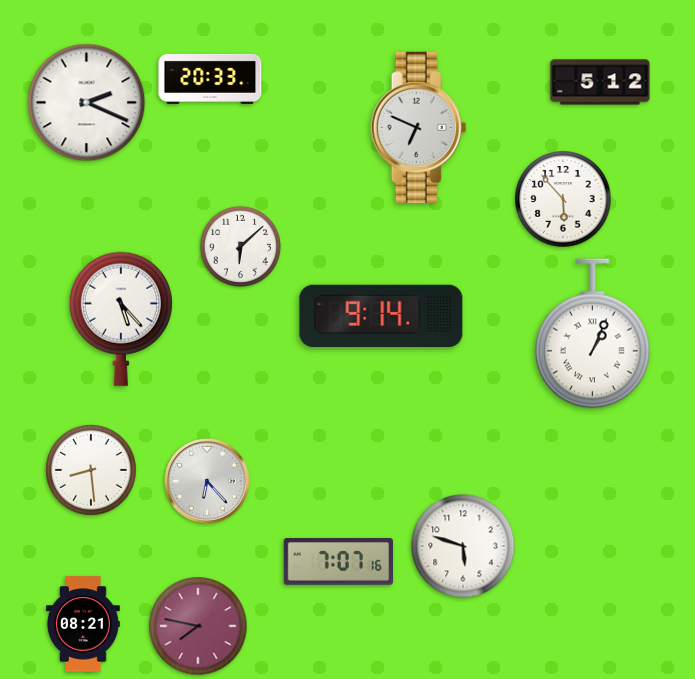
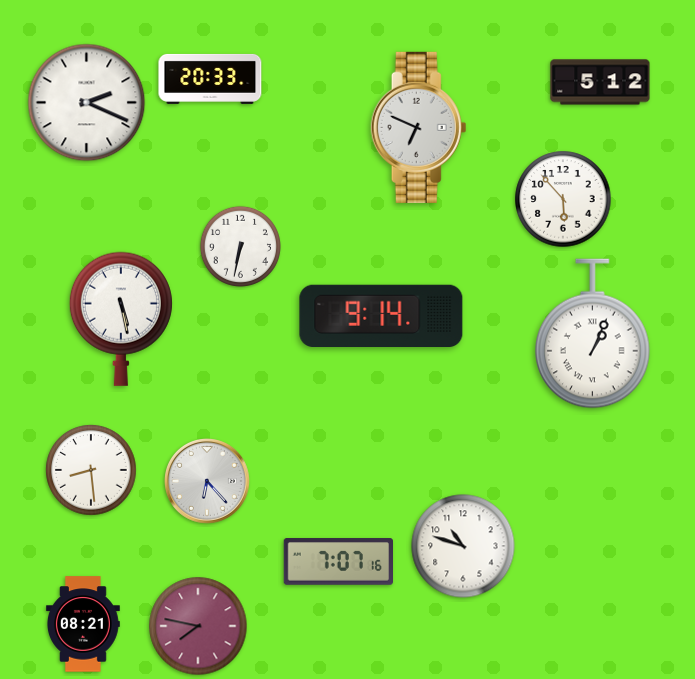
clock at (240, 246): 6:08 -> 6:32
clock at (121, 319): 5:23 -> 5:28
clock at (463, 546): 5:48 -> 10:48
